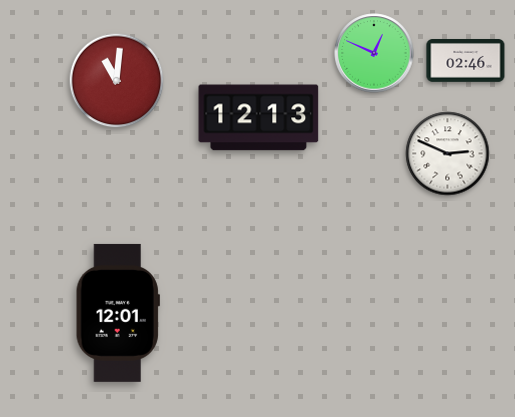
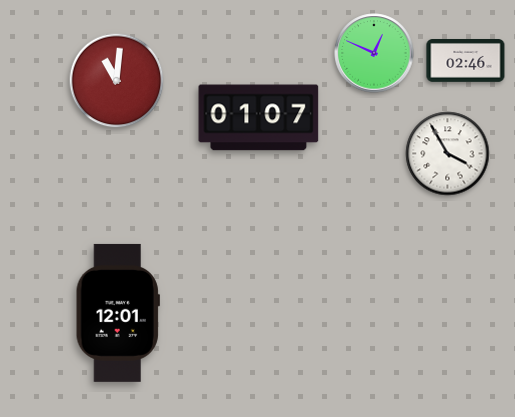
clock at (259, 118): 12:13 -> 01:07
clock at (448, 154): 2:49 -> 3:55
